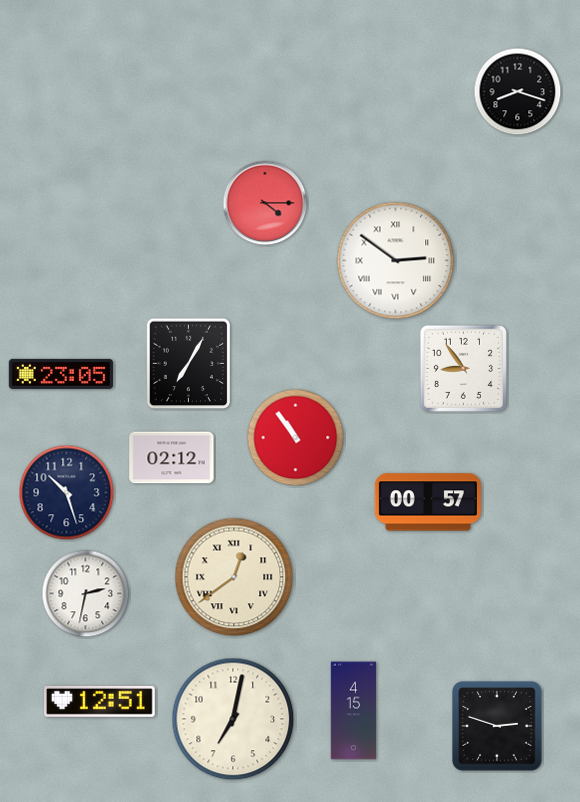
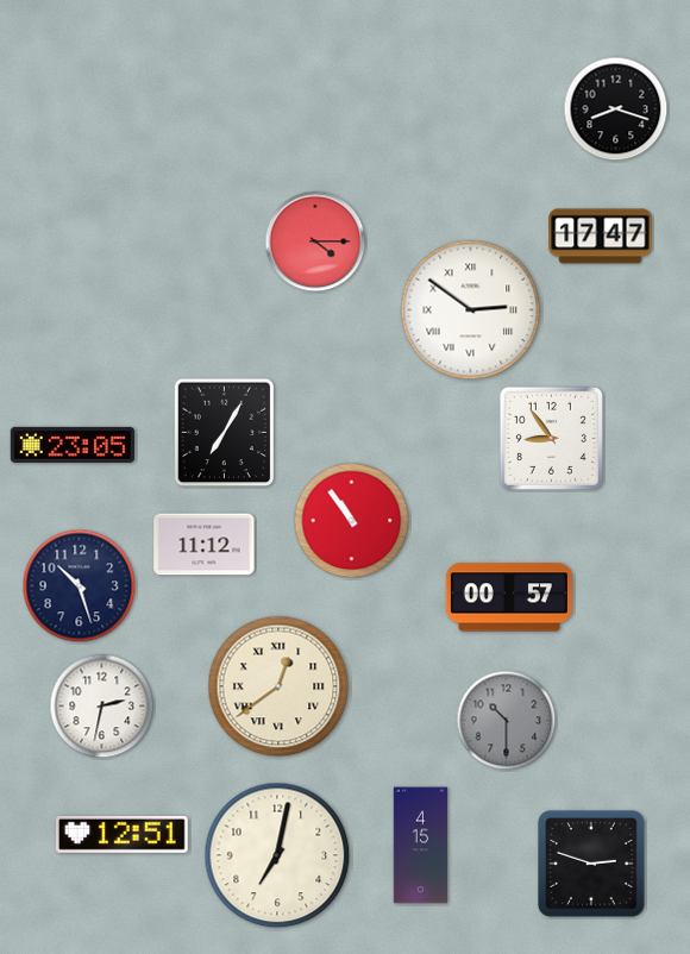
clock at (601, 237): none -> 17:47
clock at (172, 458): 02:12 -> 11:12
clock at (507, 721): none -> 10:30
clock at (100, 701) position: (100, 701) -> (123, 834)
